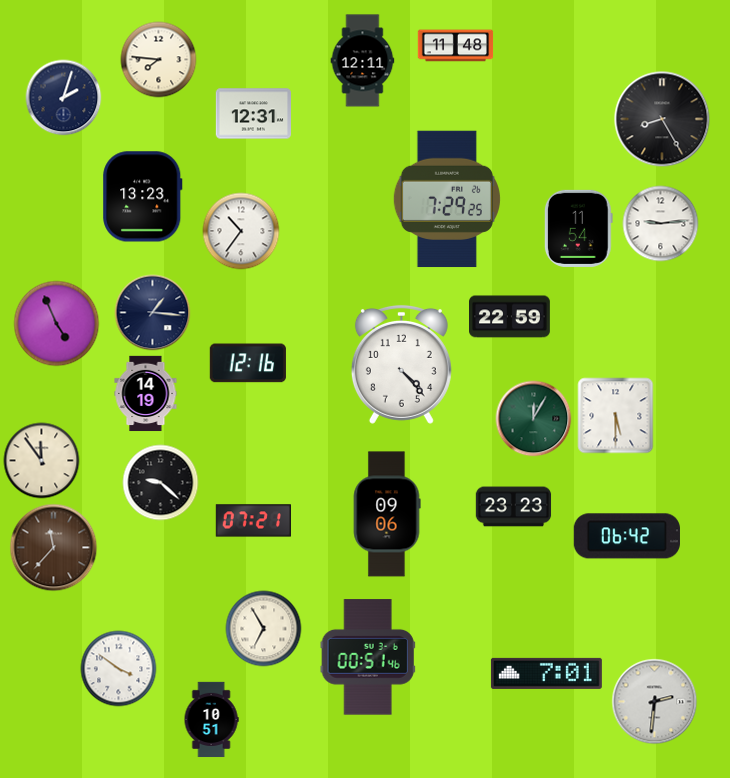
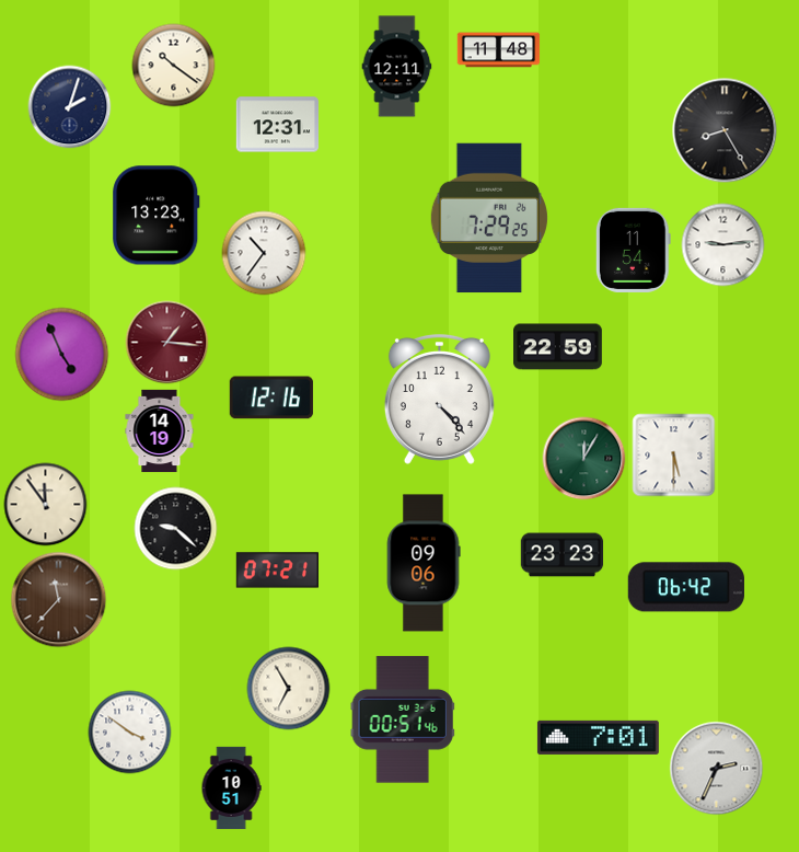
clock at (159, 60): 7:46 -> 10:21
clock at (153, 313) dial: navy -> burgundy
clock at (655, 702): 2:31 -> 2:34
